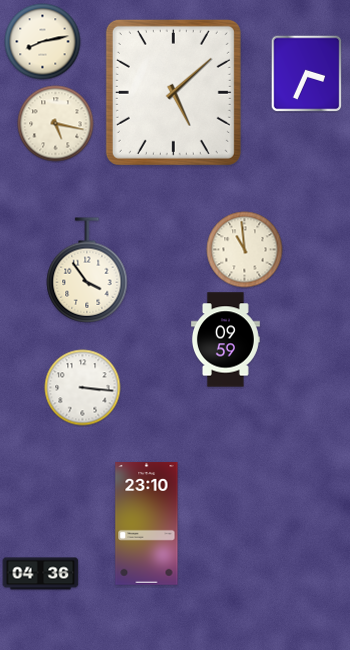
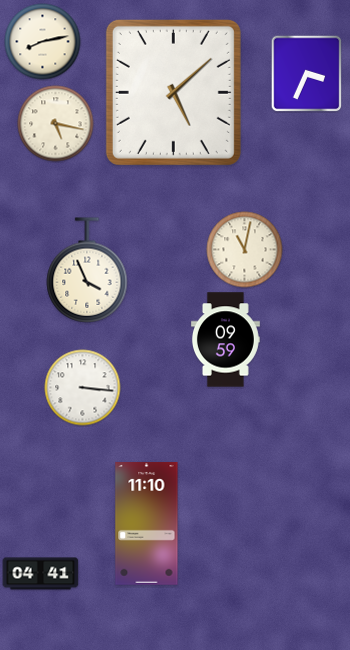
clock at (245, 250): 10:59 -> 11:02
clock at (87, 270): 3:54 -> 3:56
clock at (147, 524): 23:10 -> 11:10
clock at (41, 574): 04:36 -> 04:41
